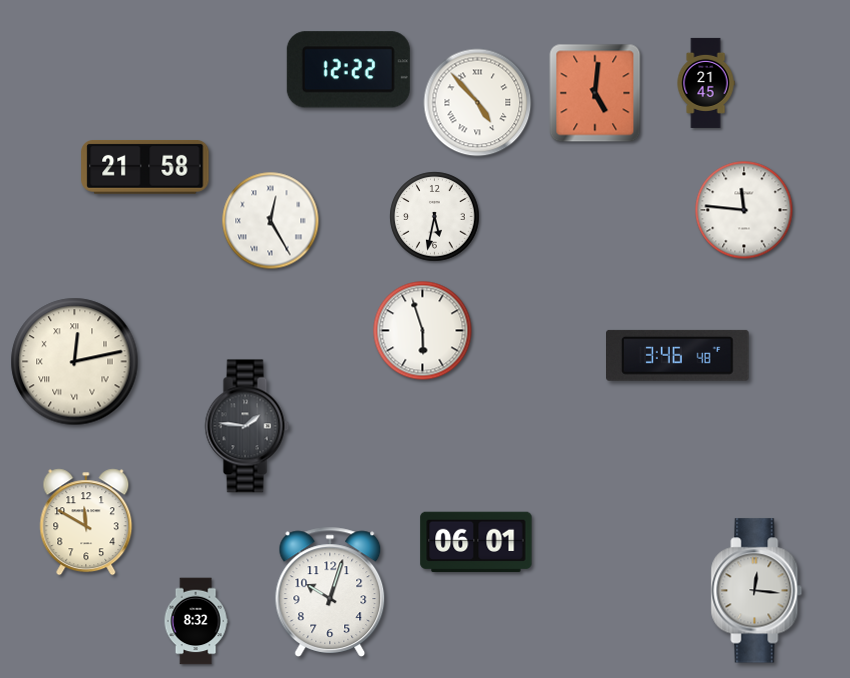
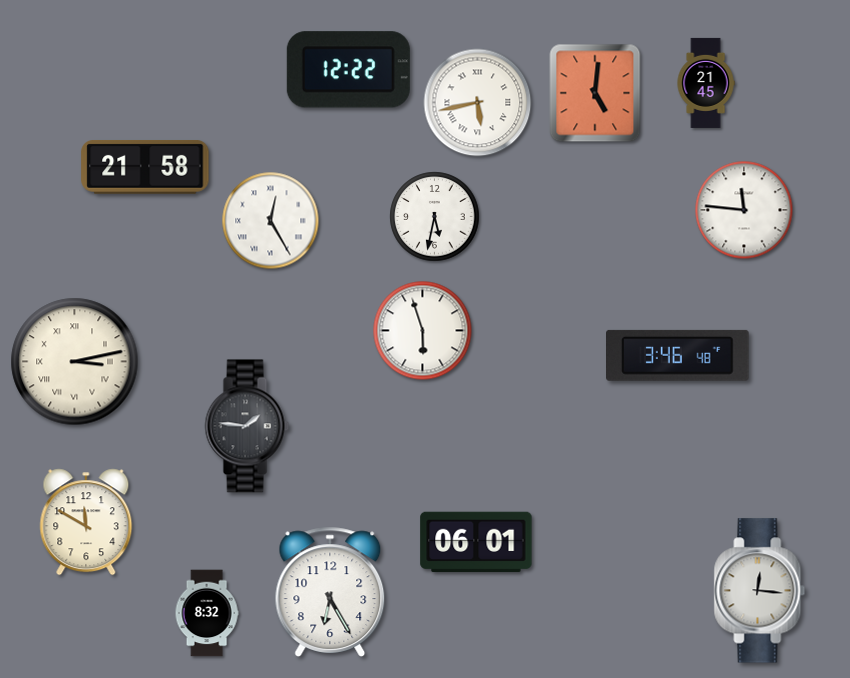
clock at (478, 103): 4:53 -> 5:43
clock at (75, 362): 12:13 -> 3:13
clock at (757, 591) position: (757, 591) -> (760, 591)
clock at (330, 592): 10:03 -> 6:25
clock at (196, 621) position: (196, 621) -> (207, 613)
